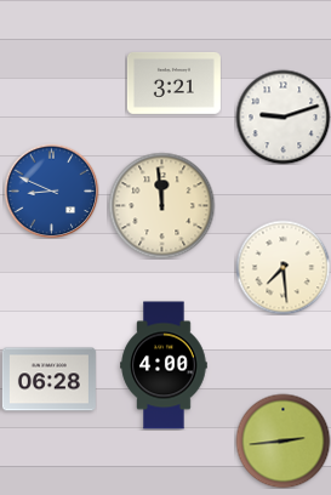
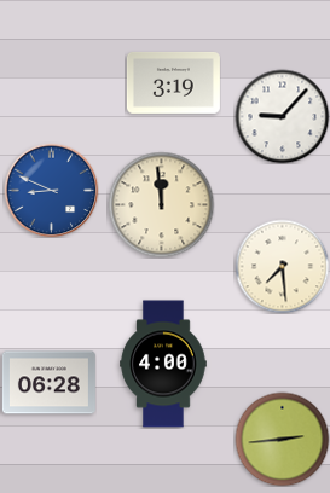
clock at (173, 82): 3:21 -> 3:19
clock at (283, 116): 9:12 -> 9:07
clock at (48, 380) position: (48, 380) -> (48, 383)
